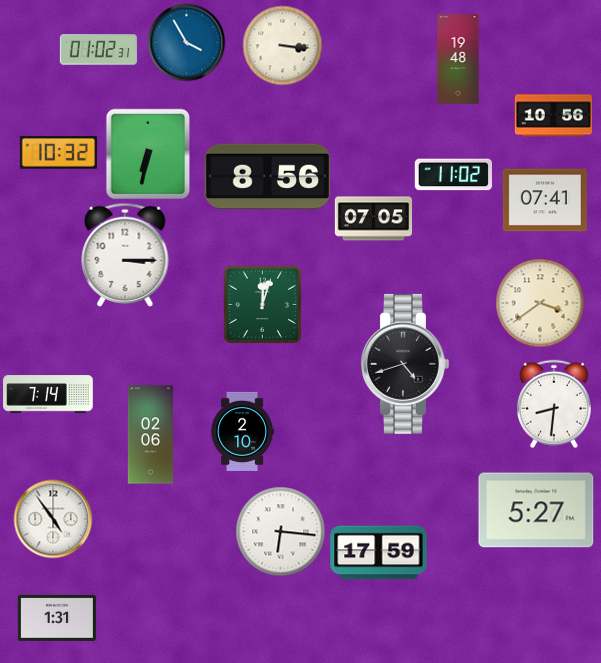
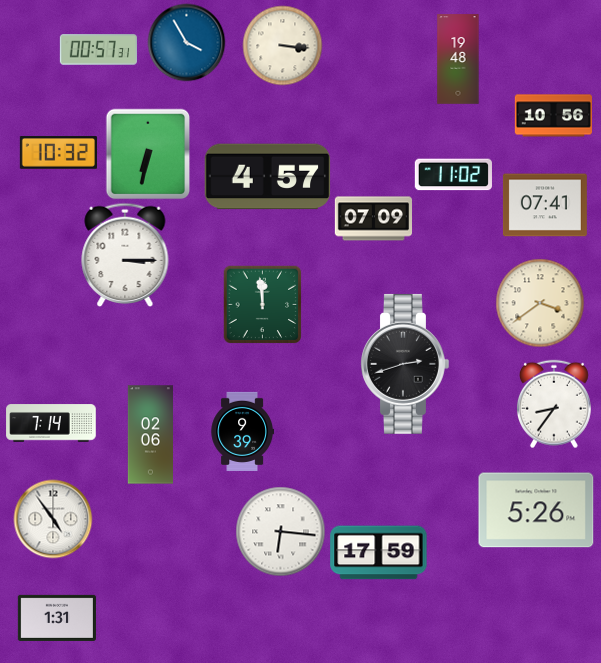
clock at (98, 50): 01:02 -> 00:57
clock at (268, 177): 8:56 -> 4:57
clock at (545, 200) position: (545, 200) -> (545, 205)
clock at (373, 219): 07:05 -> 07:09
clock at (262, 304): 12:03 -> 11:59
clock at (405, 364): 4:42 -> 2:42
clock at (48, 394) position: (48, 394) -> (51, 423)
clock at (554, 404): 8:31 -> 8:36
clock at (242, 431): 2:10 -> 9:39
clock at (536, 510): 5:27 -> 5:26
